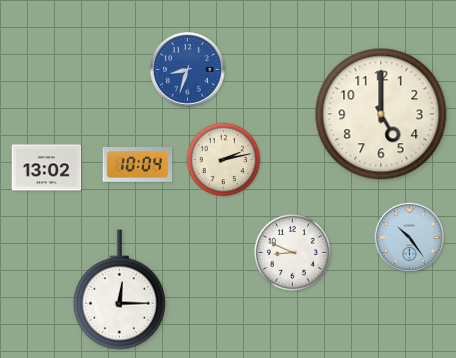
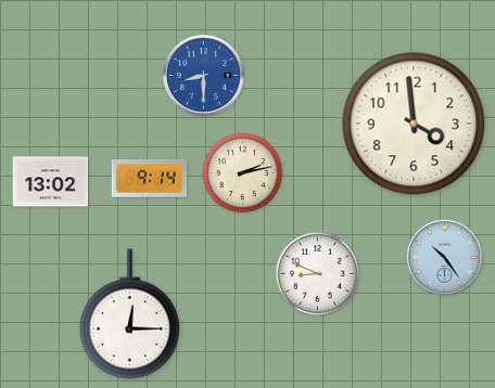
clock at (188, 70): 8:33 -> 8:30
clock at (381, 114): 5:00 -> 3:59
clock at (138, 165): 10:04 -> 9:14
